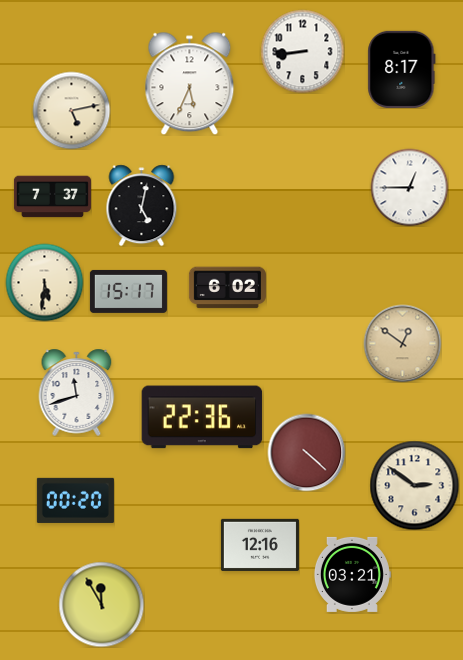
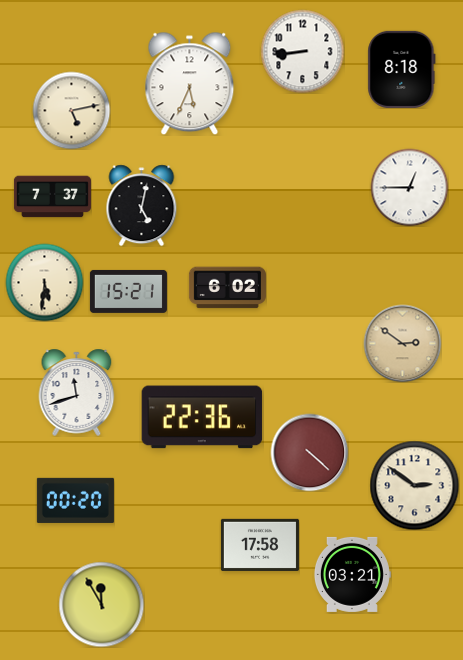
clock at (402, 69): 8:17 -> 8:18
clock at (128, 291): 15:17 -> 15:21
clock at (402, 343): 12:51 -> 2:51
clock at (306, 452) position: (306, 452) -> (309, 452)
clock at (260, 545): 12:16 -> 17:58
